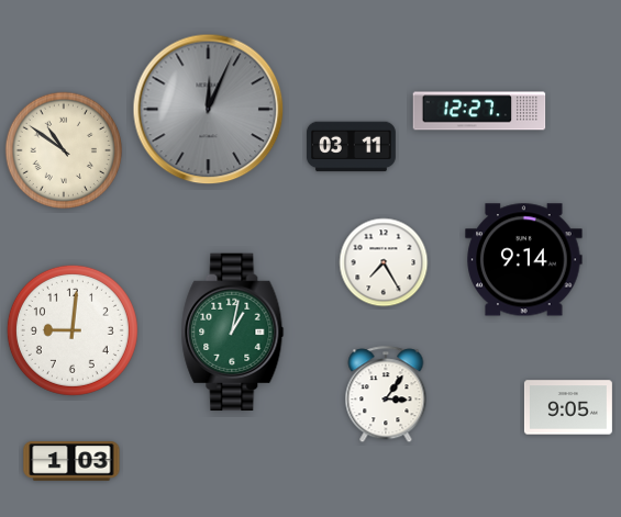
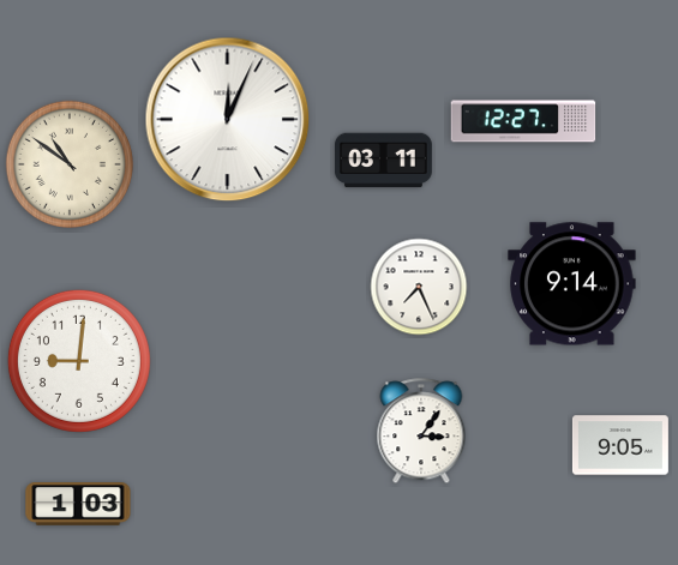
clock at (209, 110) dial: grey -> white
clock at (384, 262): 7:25 -> 7:26
clock at (233, 333): 1:02 -> none
